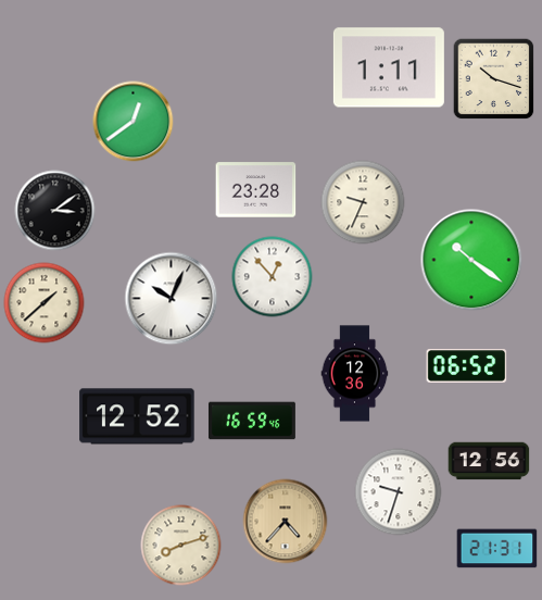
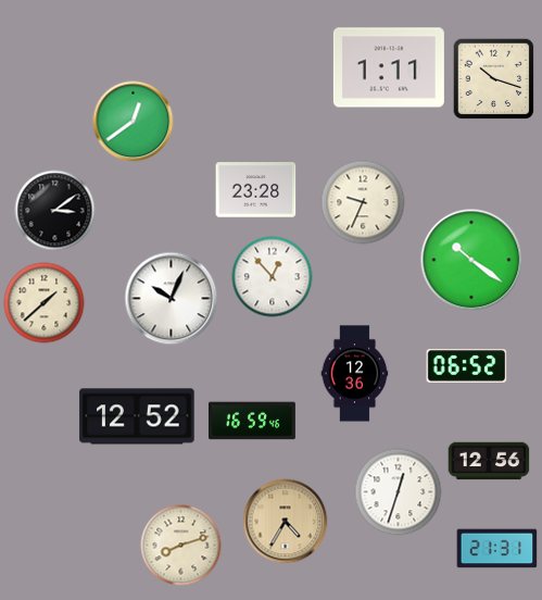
clock at (399, 492): 9:33 -> 12:33
clock at (286, 522): 4:37 -> 4:35
